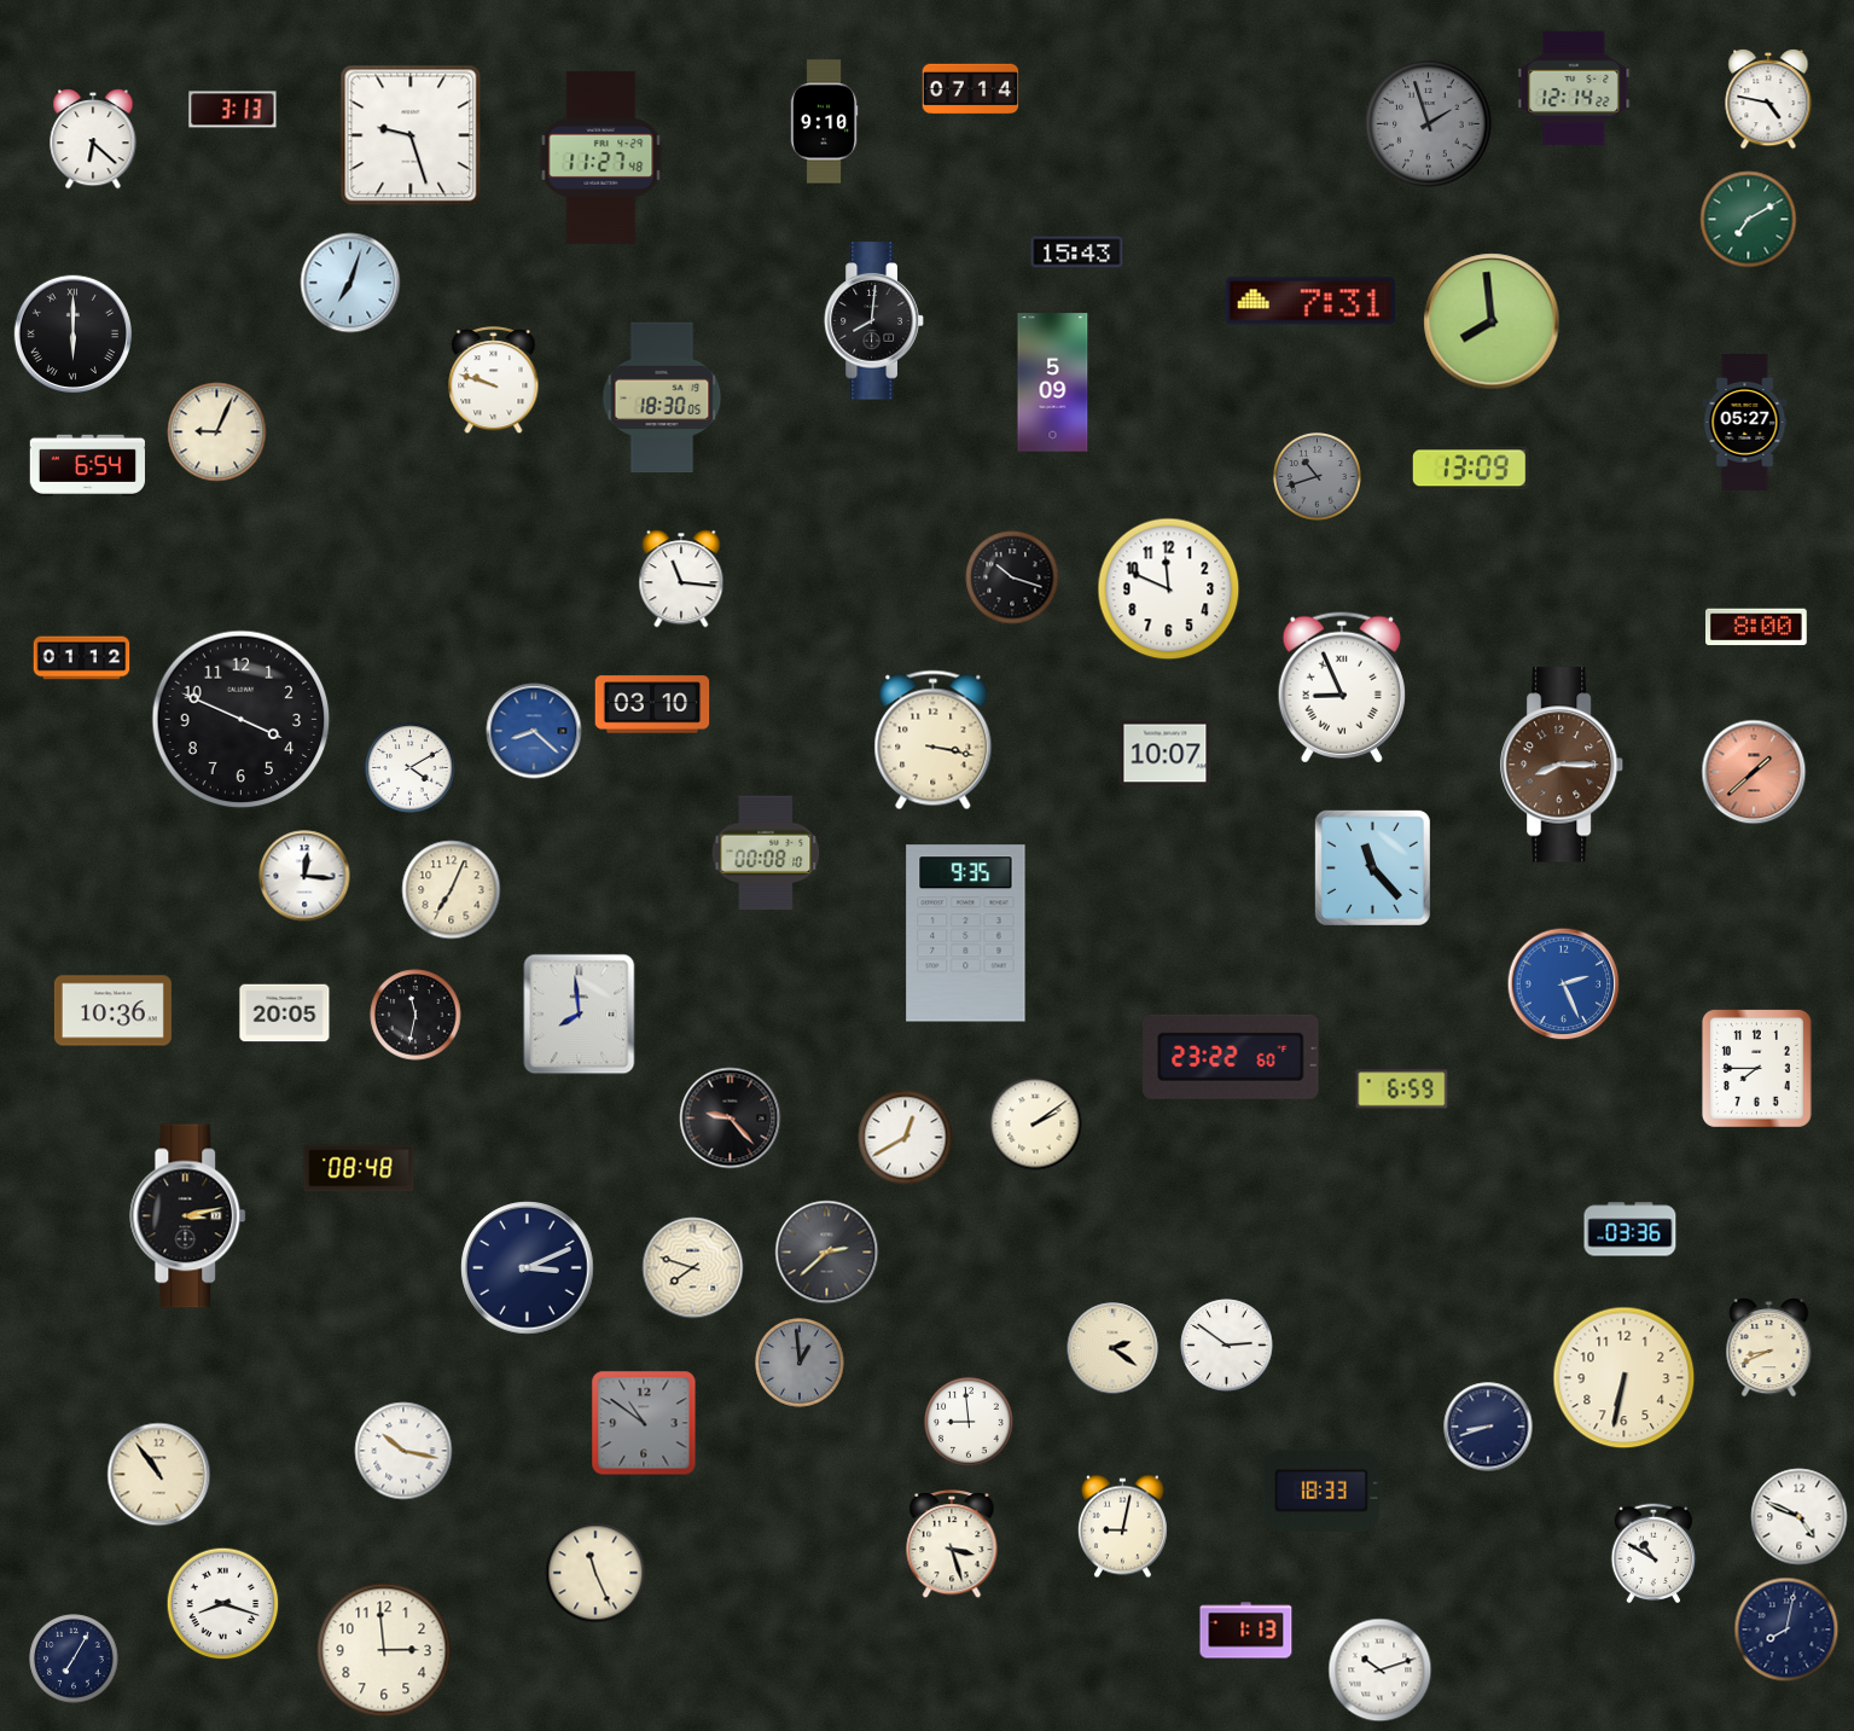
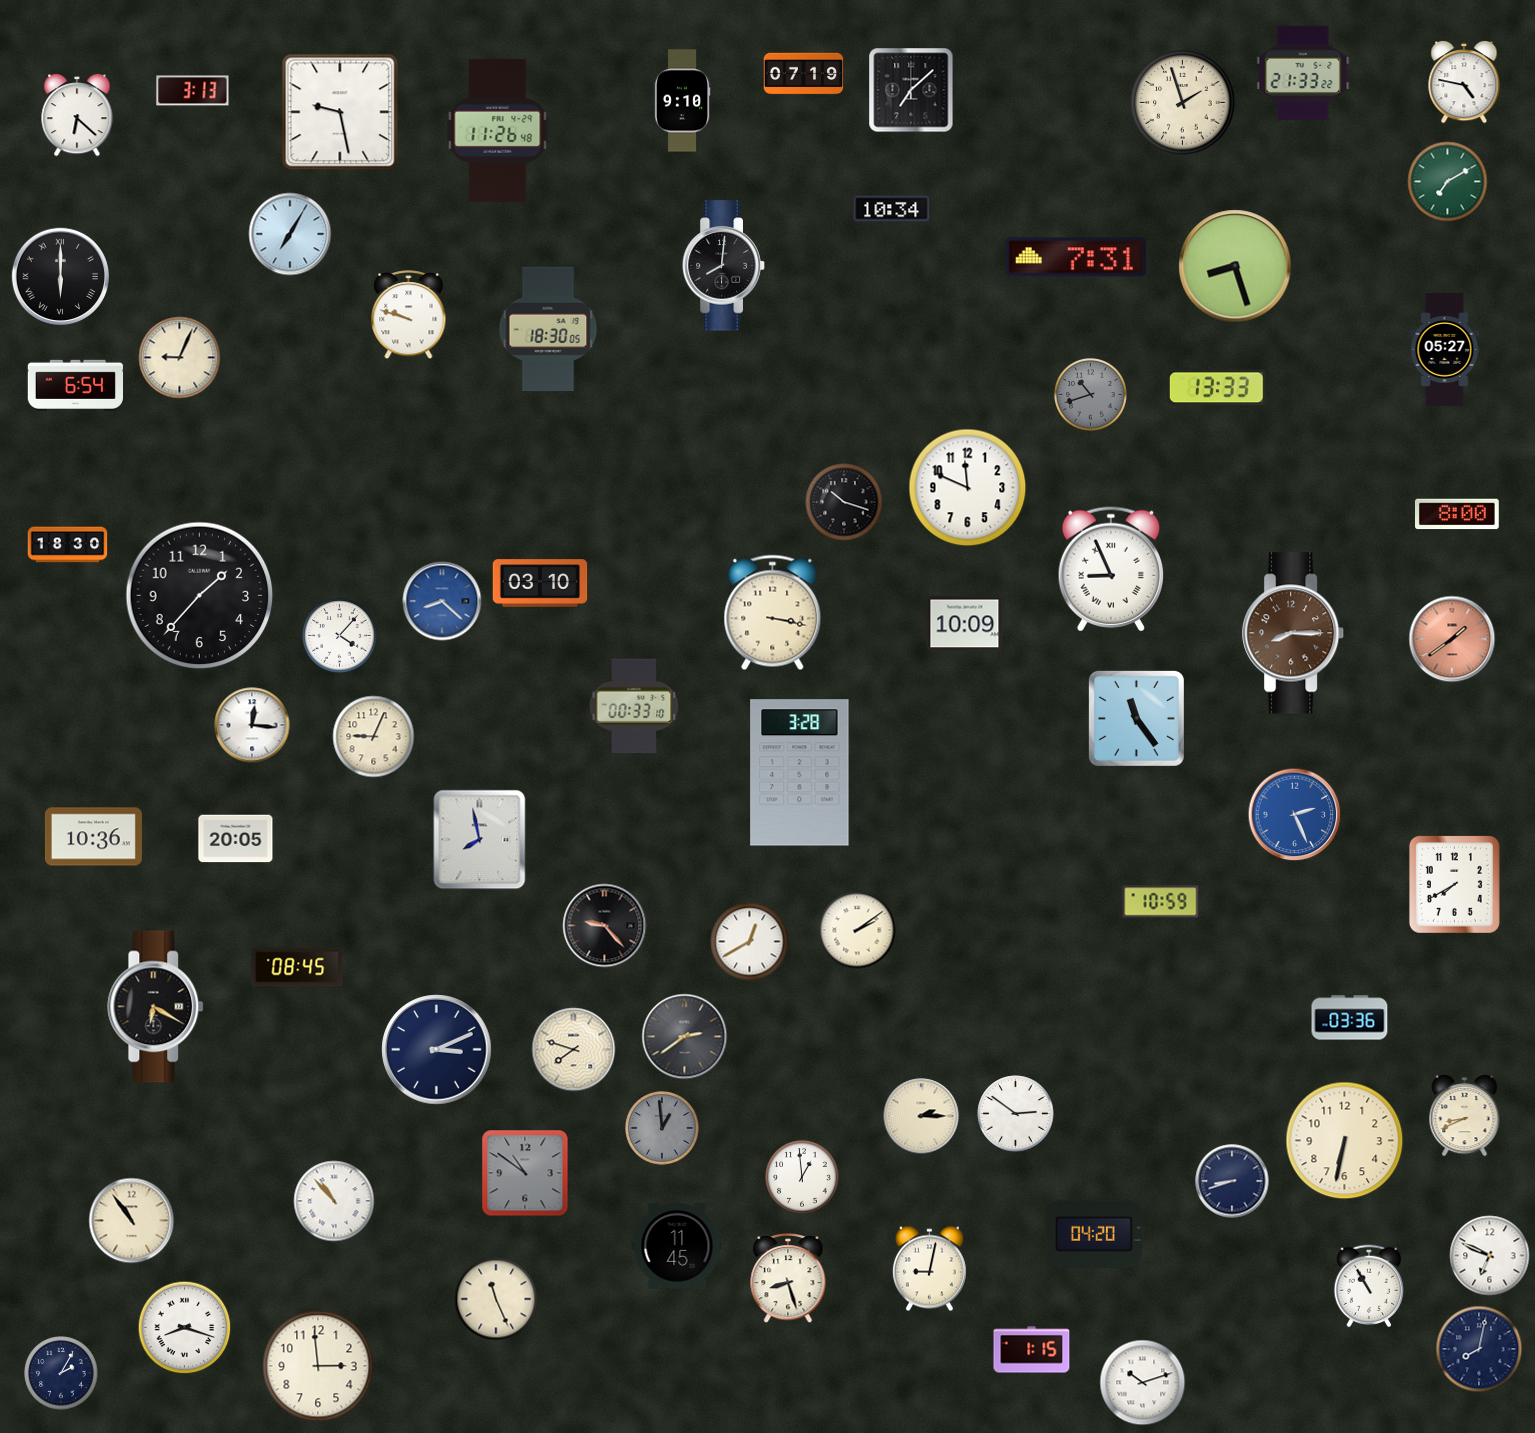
clock at (1574, 88): 12:14 -> 21:33
clock at (971, 89): 07:14 -> 07:19
clock at (911, 90): none -> 7:08
clock at (1429, 124) dial: grey -> cream
clock at (411, 135): 9:27 -> 9:28
clock at (601, 157): 11:27 -> 11:26
clock at (1077, 252): 15:43 -> 10:34
clock at (350, 283): 7:03 -> 7:05
clock at (1310, 301) position: (1310, 301) -> (1076, 257)
clock at (1492, 321): 7:59 -> 8:27
clock at (1053, 383): 5:09 -> none
clock at (87, 465) position: (87, 465) -> (75, 385)
clock at (1469, 469): 13:09 -> 13:33
clock at (1012, 577) position: (1012, 577) -> (844, 502)
clock at (681, 579): 11:16 -> none
clock at (1757, 627) position: (1757, 627) -> (1458, 514)
clock at (82, 658): 01:12 -> 18:30
clock at (242, 720): 3:49 -> 1:37
clock at (534, 731) position: (534, 731) -> (442, 601)
clock at (1166, 754): 10:07 -> 10:09
clock at (411, 768): 4:10 -> 4:07
clock at (1754, 772): 1:38 -> 1:39
clock at (766, 853): 00:08 -> 00:33
clock at (1372, 867): 11:23 -> 11:24
clock at (452, 890): 7:04 -> 9:04
clock at (966, 934): 9:35 -> 3:28
clock at (415, 1015): 11:32 -> none
clock at (580, 1015): 7:59 -> 7:58
clock at (1231, 1057): 23:22 -> none
clock at (1756, 1068): 7:45 -> 7:40
clock at (1402, 1090): 6:59 -> 10:59
clock at (359, 1168): 08:48 -> 08:45
clock at (188, 1216): 3:13 -> 6:20
clock at (827, 1253): 2:38 -> 2:39
clock at (1112, 1348): 2:21 -> 2:15
clock at (969, 1422): 8:59 -> 12:59
clock at (644, 1423) position: (644, 1423) -> (525, 1173)
clock at (403, 1451): 10:17 -> 10:53
clock at (1321, 1491): 18:33 -> 04:20
clock at (677, 1246): none -> 11:45
clock at (1800, 1517): 4:49 -> 6:49
clock at (1122, 1527) position: (1122, 1527) -> (929, 1269)
clock at (952, 1545): 3:27 -> 8:27
clock at (1654, 1553): 10:50 -> 10:55
clock at (595, 1573) position: (595, 1573) -> (496, 1299)
clock at (1246, 1631): 1:13 -> 1:15
clock at (74, 1659): 7:05 -> 2:05
